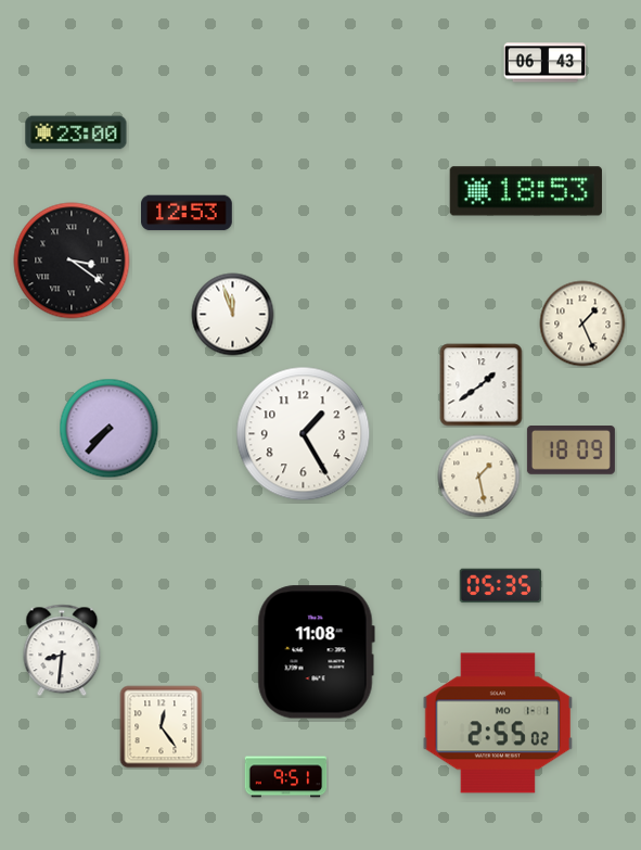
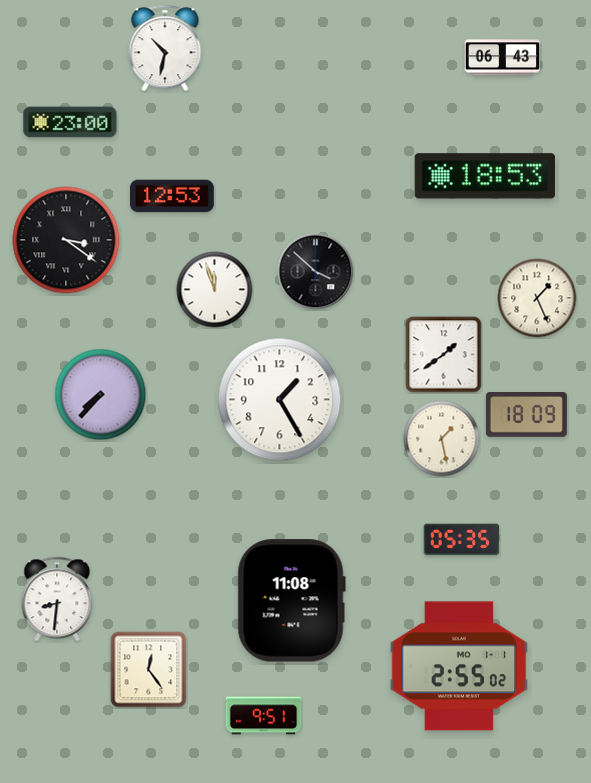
clock at (165, 48): none -> 10:32
clock at (316, 272): none -> 3:52
